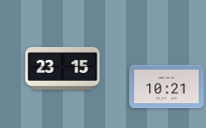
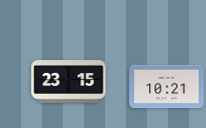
clock at (63, 69) position: (63, 69) -> (69, 82)
